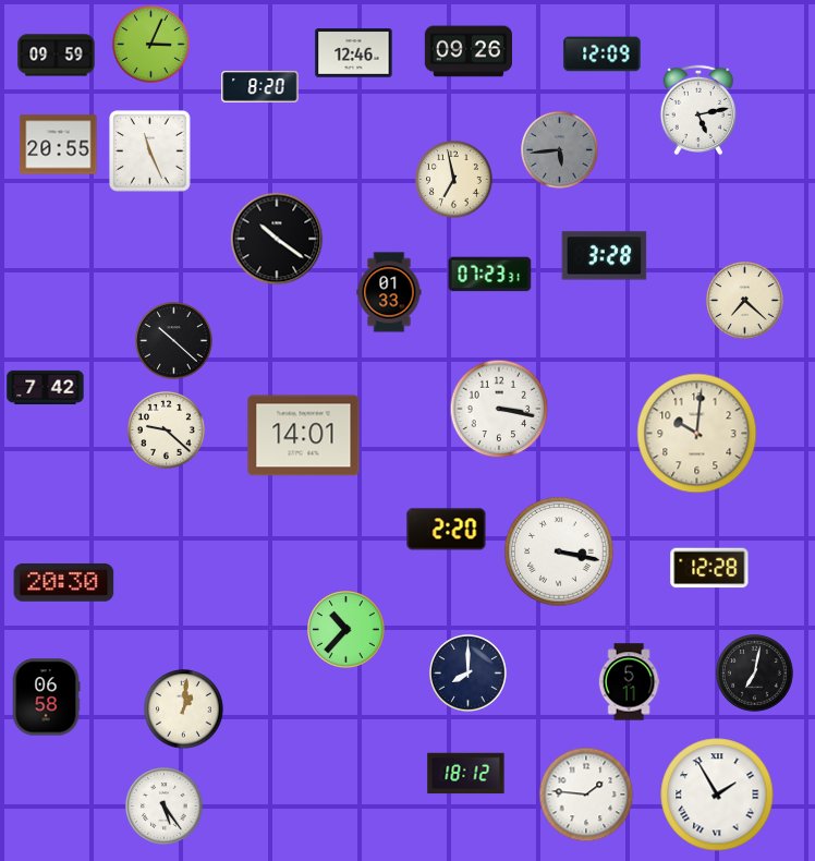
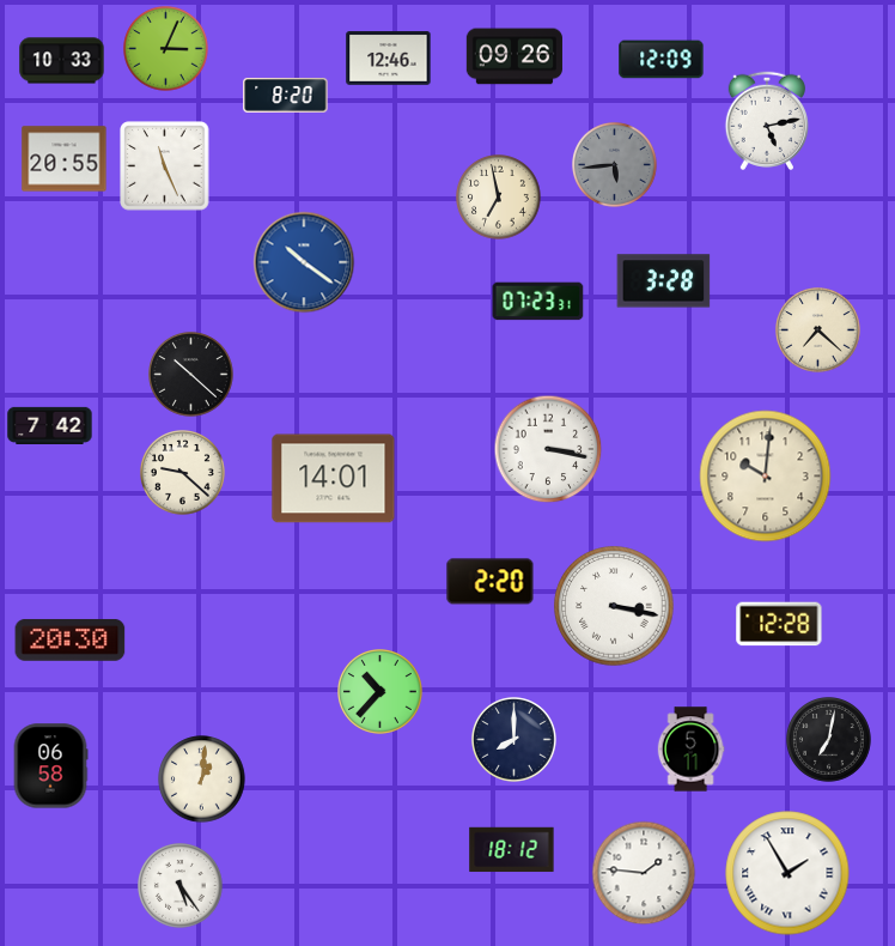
clock at (57, 56): 09:59 -> 10:33
clock at (277, 239) dial: black -> blue
clock at (389, 292): 01:33 -> none
